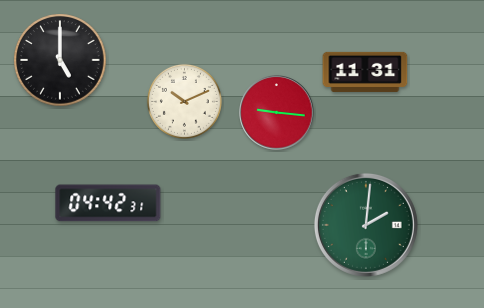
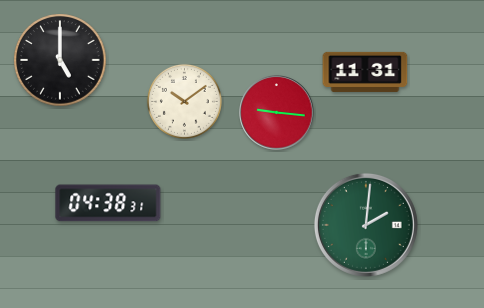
clock at (184, 101): 10:11 -> 10:09
clock at (108, 203): 04:42 -> 04:38
